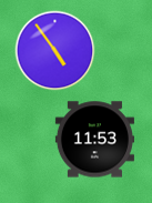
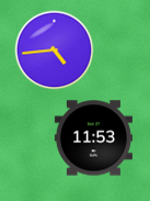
clock at (55, 51): 4:54 -> 4:44
